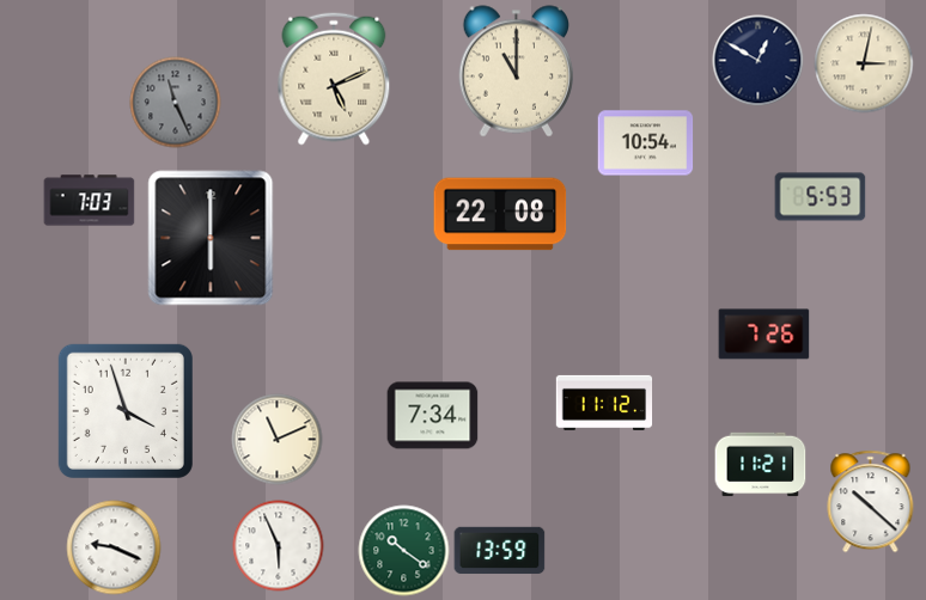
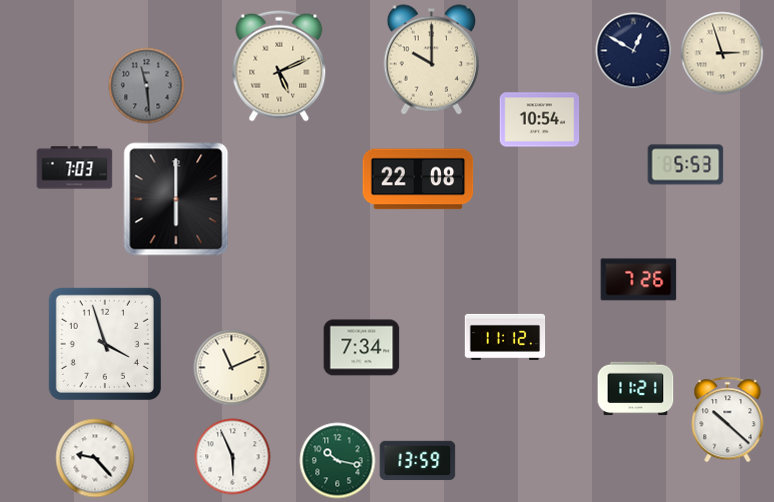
clock at (864, 63): 3:02 -> 2:57
clock at (516, 72): 11:00 -> 10:00
clock at (176, 103): 11:26 -> 11:29
clock at (114, 547): 9:19 -> 9:23
clock at (404, 551): 10:21 -> 10:17
